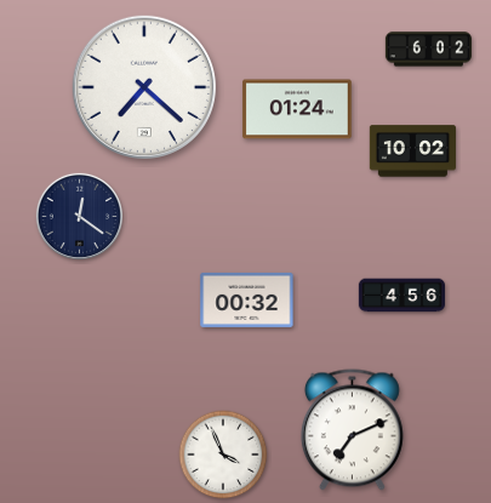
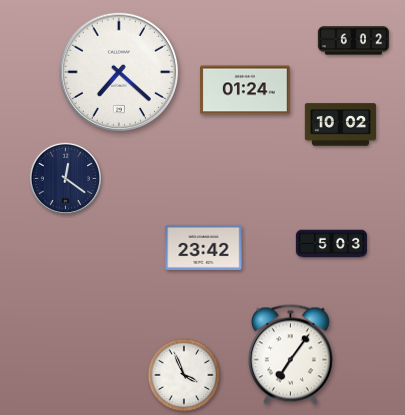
clock at (401, 296): 4:56 -> 5:03
clock at (247, 299): 00:32 -> 23:42
clock at (352, 430): 7:11 -> 7:06
